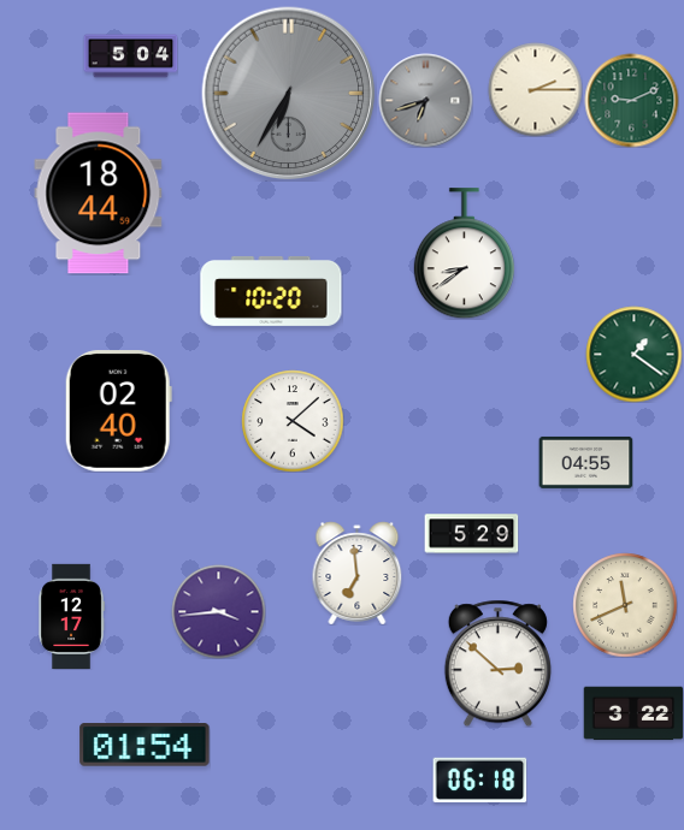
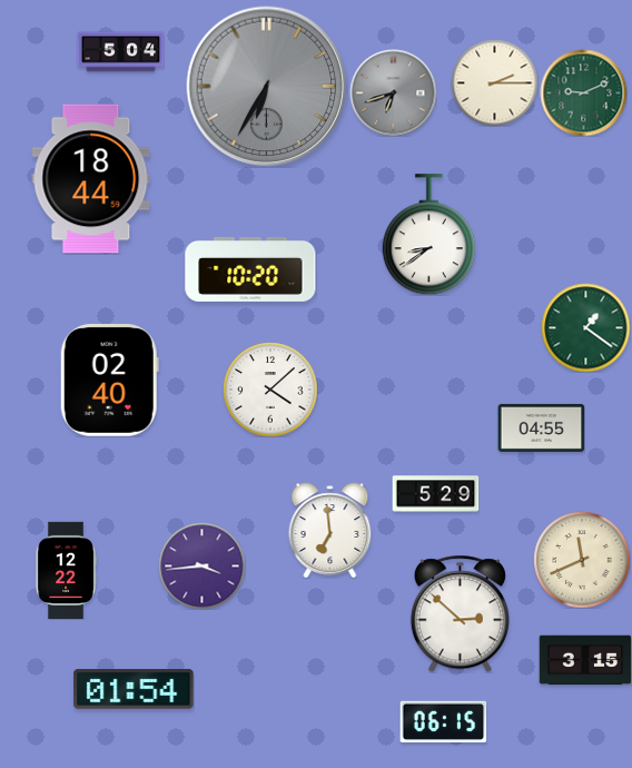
clock at (625, 605) position: (625, 605) -> (582, 560)
clock at (71, 616): 12:17 -> 12:22
clock at (633, 713): 3:22 -> 3:15
clock at (479, 779): 06:18 -> 06:15
